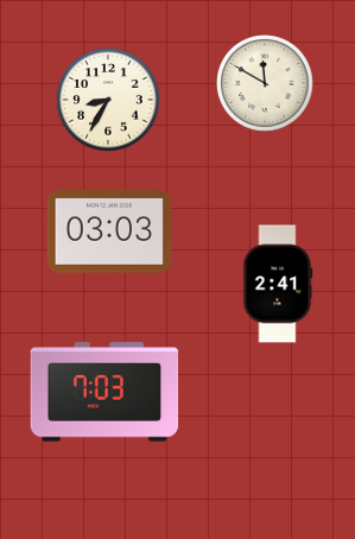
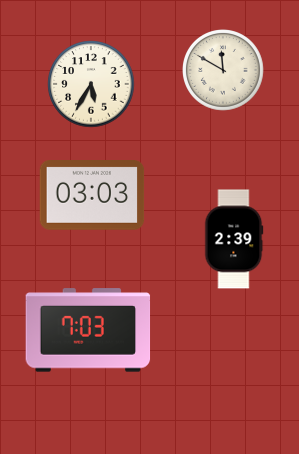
clock at (108, 100): 8:35 -> 5:35
clock at (278, 284): 2:41 -> 2:39
